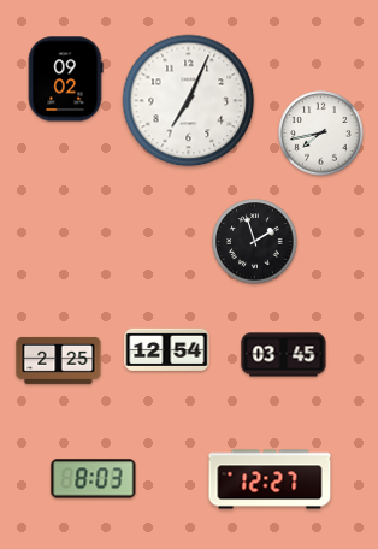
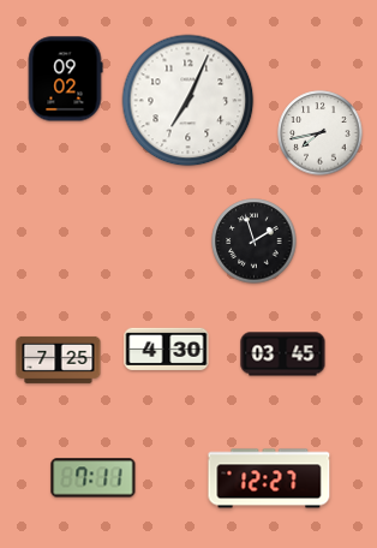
clock at (167, 349): 12:54 -> 4:30
clock at (59, 360): 2:25 -> 7:25
clock at (94, 479): 8:03 -> 7:11
